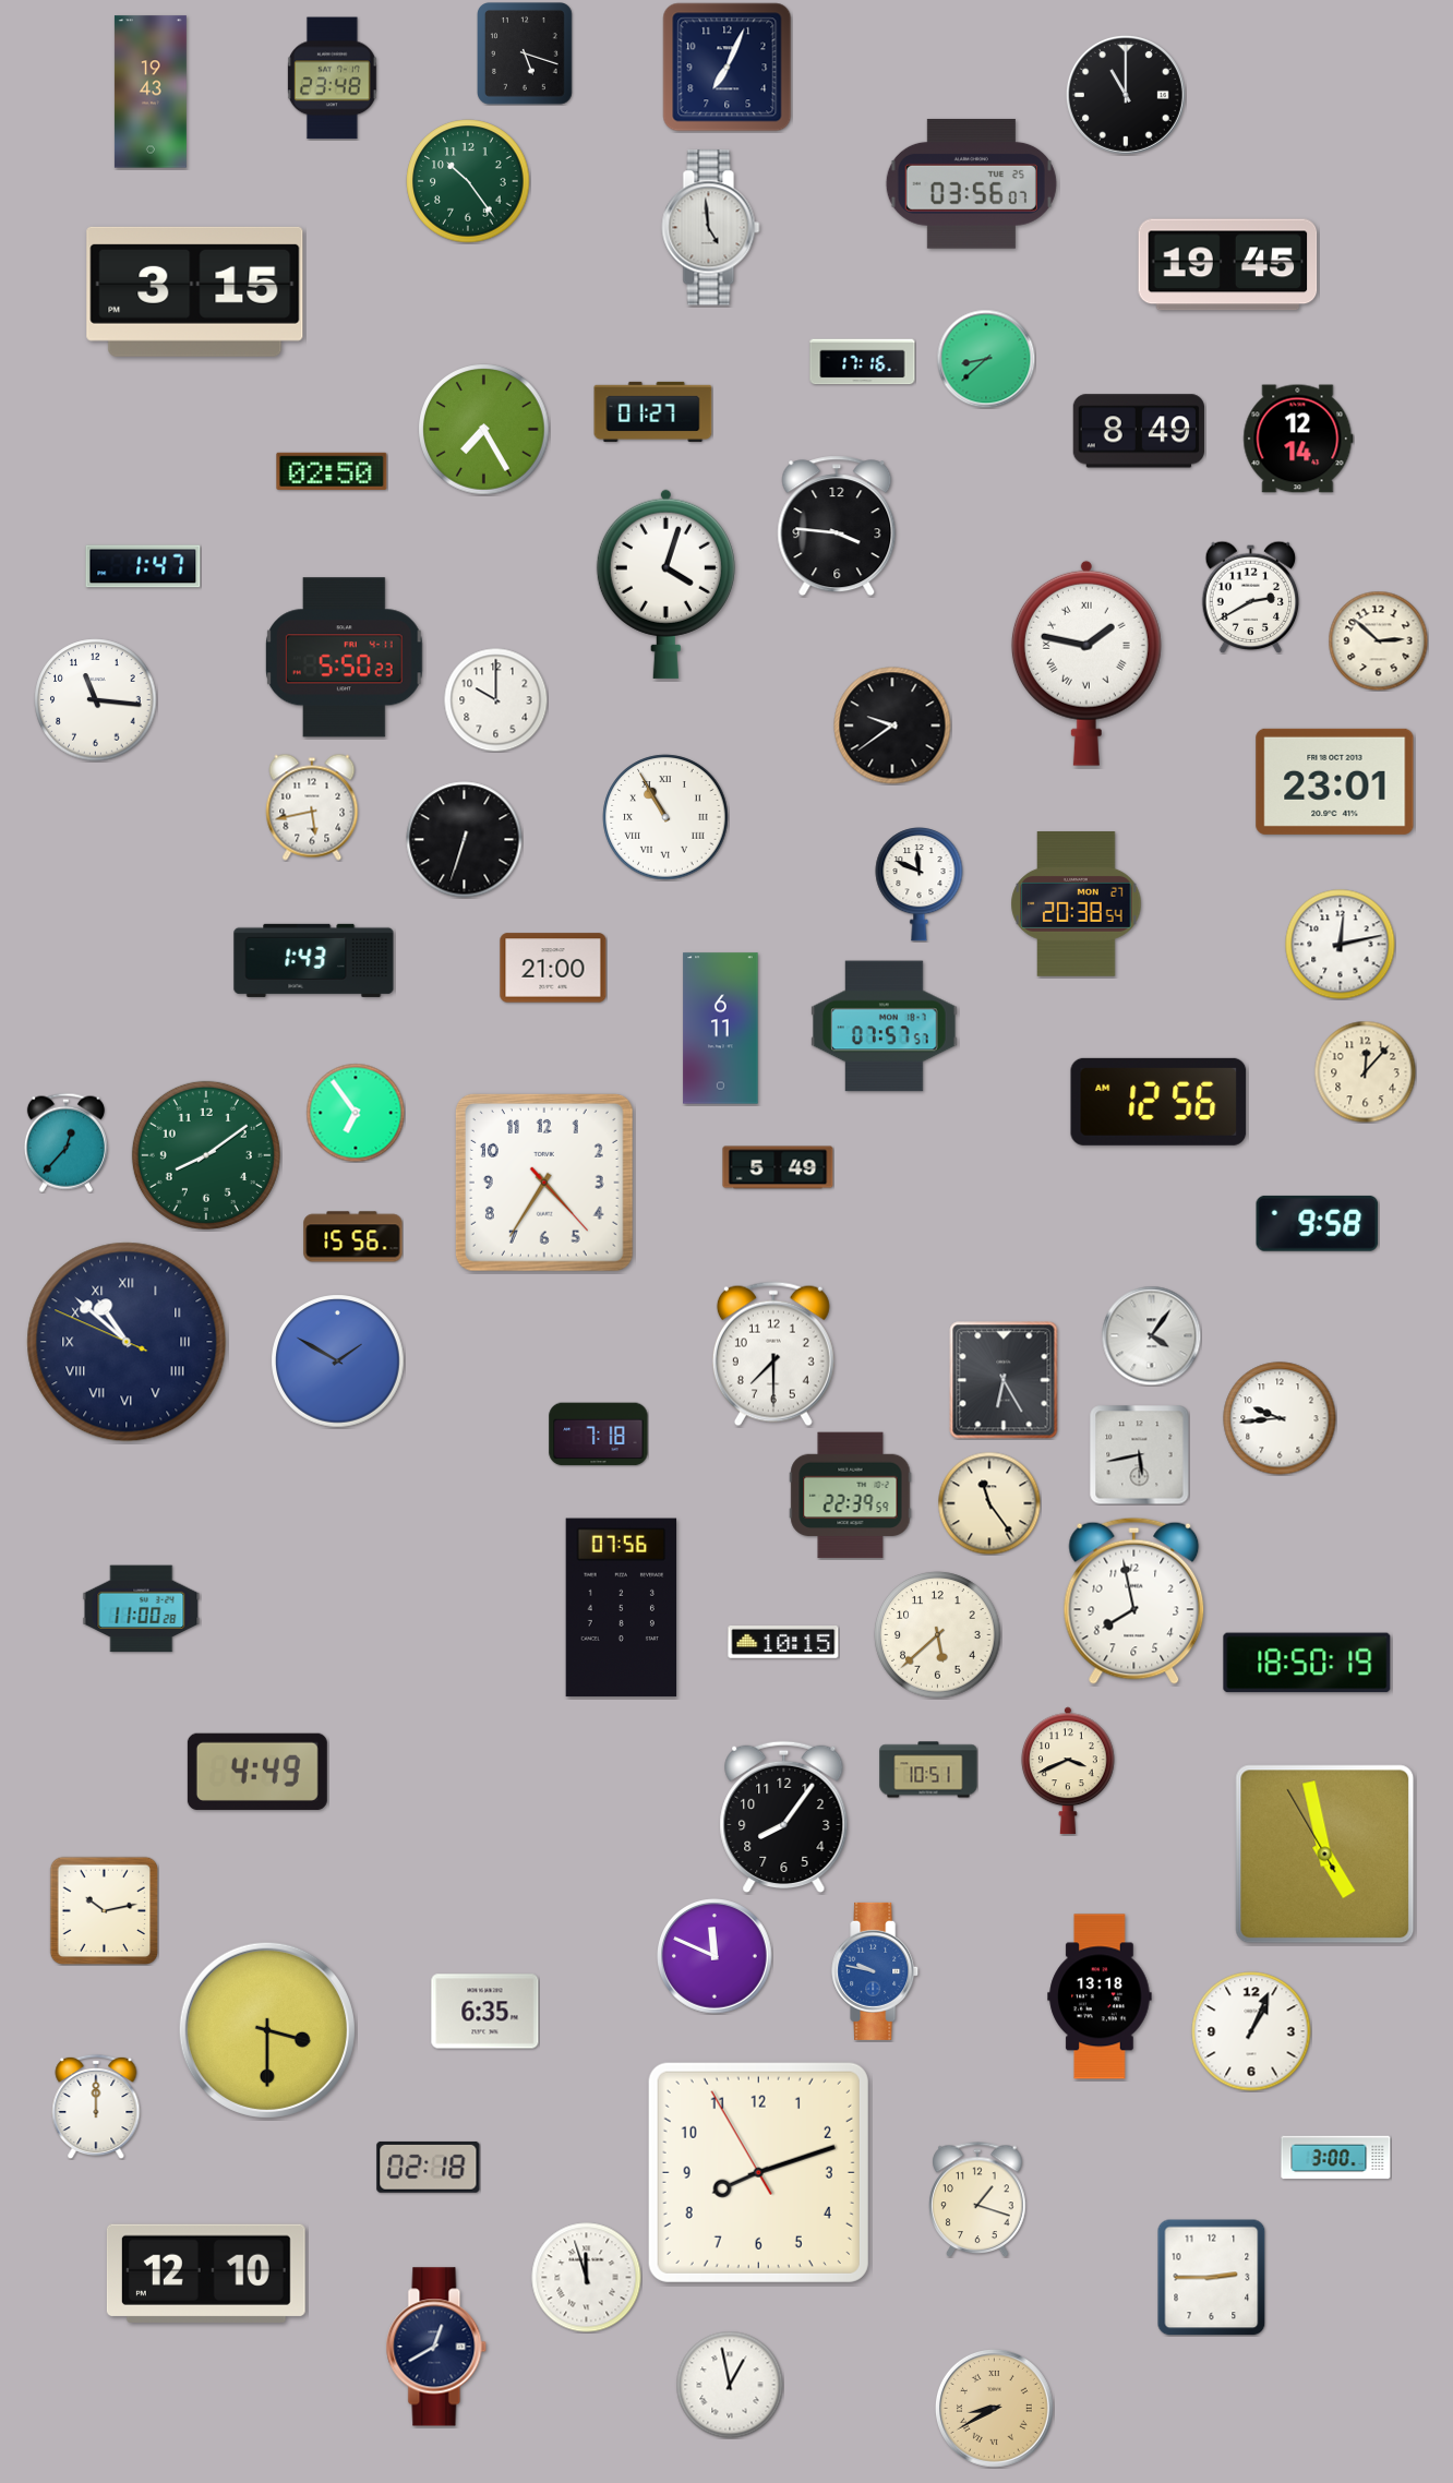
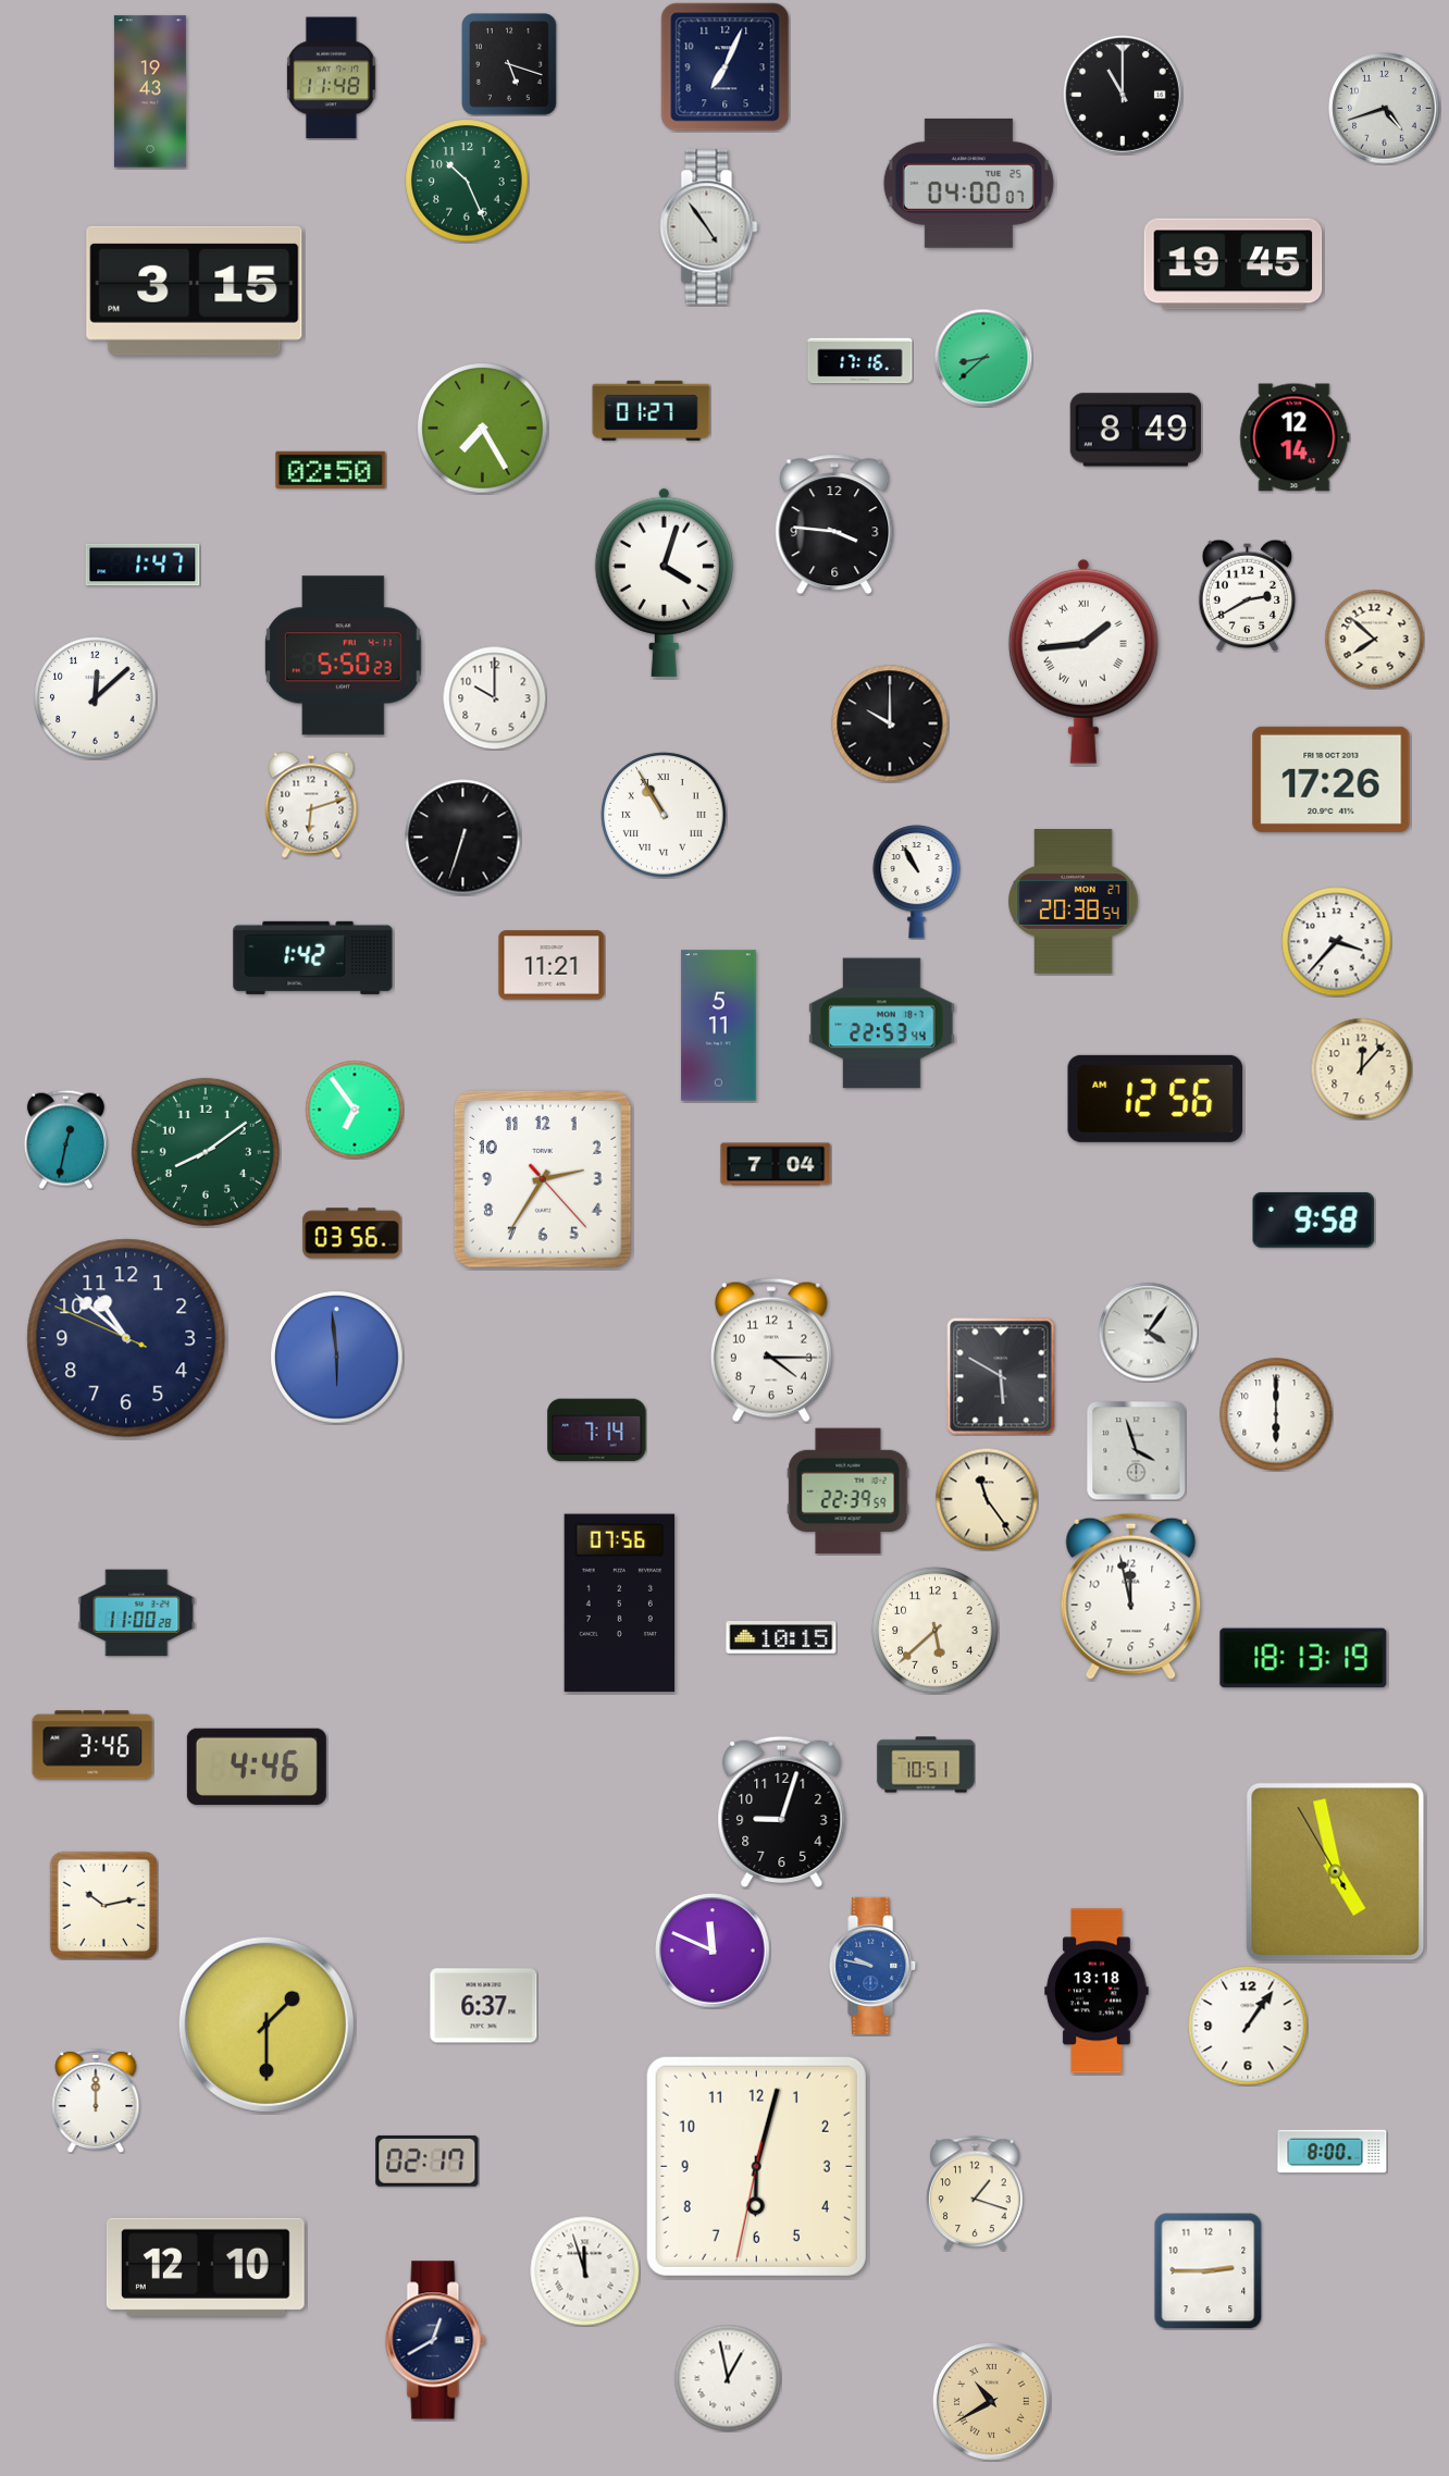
clock at (526, 55) position: (526, 55) -> (510, 65)
clock at (332, 79): 23:48 -> 11:48
clock at (1385, 109): none -> 4:42
clock at (468, 181): 10:24 -> 10:26
clock at (971, 183): 03:56 -> 04:00
clock at (711, 228): 4:59 -> 4:54
clock at (1228, 265) position: (1228, 265) -> (1234, 264)
clock at (1378, 640): 2:52 -> 7:52
clock at (1086, 663): 1:47 -> 1:44
clock at (96, 700): 11:16 -> 12:08
clock at (892, 725): 9:39 -> 10:00
clock at (1335, 781): 23:01 -> 17:26
clock at (312, 807): 5:43 -> 6:12
clock at (920, 885): 11:49 -> 10:55
clock at (1341, 945): 12:13 -> 3:37
clock at (314, 960): 1:43 -> 1:42
clock at (553, 968): 21:00 -> 11:21
clock at (885, 1027): 07:57 -> 22:53
clock at (721, 1029): 6:11 -> 5:11
clock at (65, 1142): 12:37 -> 12:32
clock at (778, 1167): 5:49 -> 7:04
clock at (544, 1183): 4:35 -> 2:35
clock at (353, 1237): 15:56 -> 03:56
clock at (127, 1342) numerals: Roman -> Arabic
clock at (773, 1354): 7:30 -> 4:15
clock at (338, 1362): 1:50 -> 5:59
clock at (1004, 1380): 6:25 -> 5:50
clock at (1280, 1418): 9:44 -> 6:00
clock at (599, 1435): 7:18 -> 7:14
clock at (1139, 1454): 5:43 -> 3:57
clock at (1134, 1600): 7:58 -> 11:58
clock at (142, 1609) position: (142, 1609) -> (137, 1613)
clock at (1307, 1663): 18:50 -> 18:13
clock at (92, 1745): none -> 3:46
clock at (1068, 1771): 3:41 -> none
clock at (257, 1772): 4:49 -> 4:46
clock at (784, 1818): 8:06 -> 9:03
clock at (1325, 1855) position: (1325, 1855) -> (1336, 1872)
clock at (485, 2012): 6:35 -> 6:37
clock at (267, 2030): 3:30 -> 1:30
clock at (1251, 2031): 1:04 -> 1:06
clock at (1336, 2158): 3:00 -> 8:00
clock at (429, 2167): 02:18 -> 02:17
clock at (758, 2172): 8:11 -> 6:02
clock at (994, 2408): 8:40 -> 10:40
